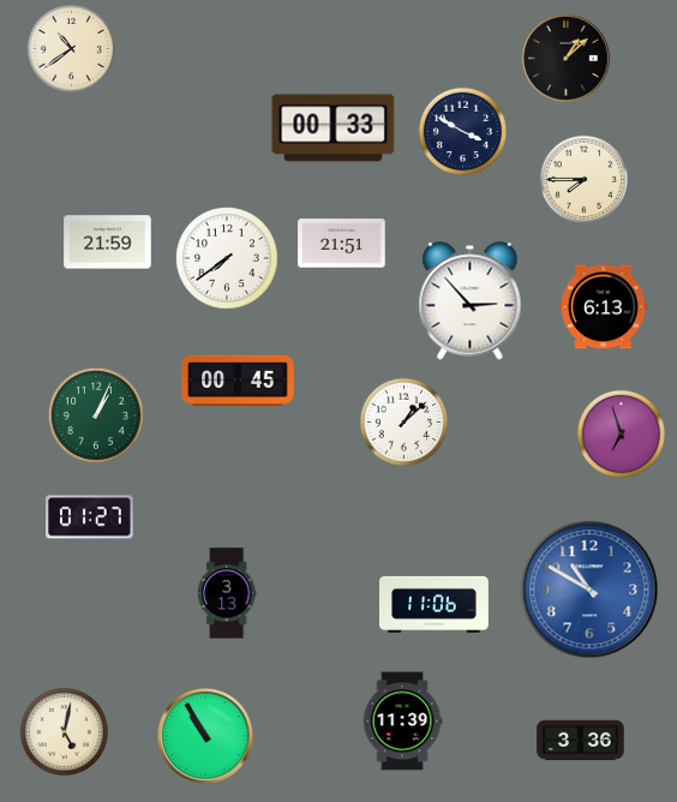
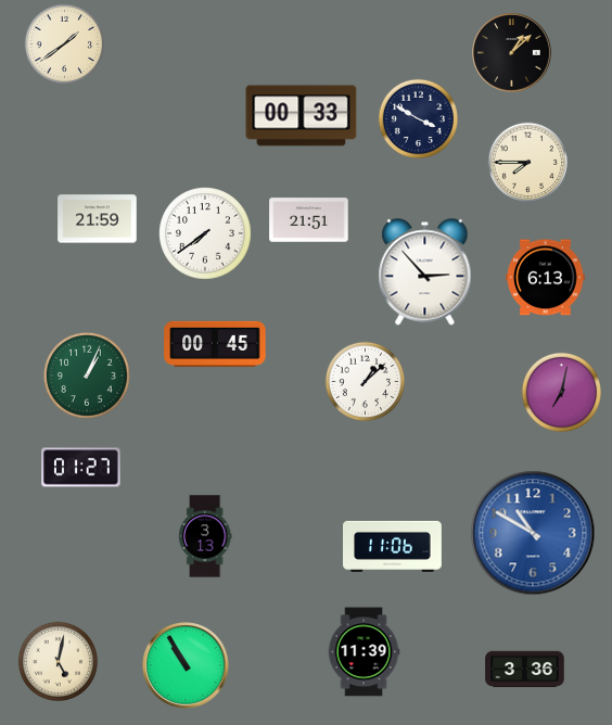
clock at (71, 48): 10:39 -> 1:39
clock at (621, 433): 6:57 -> 7:02
